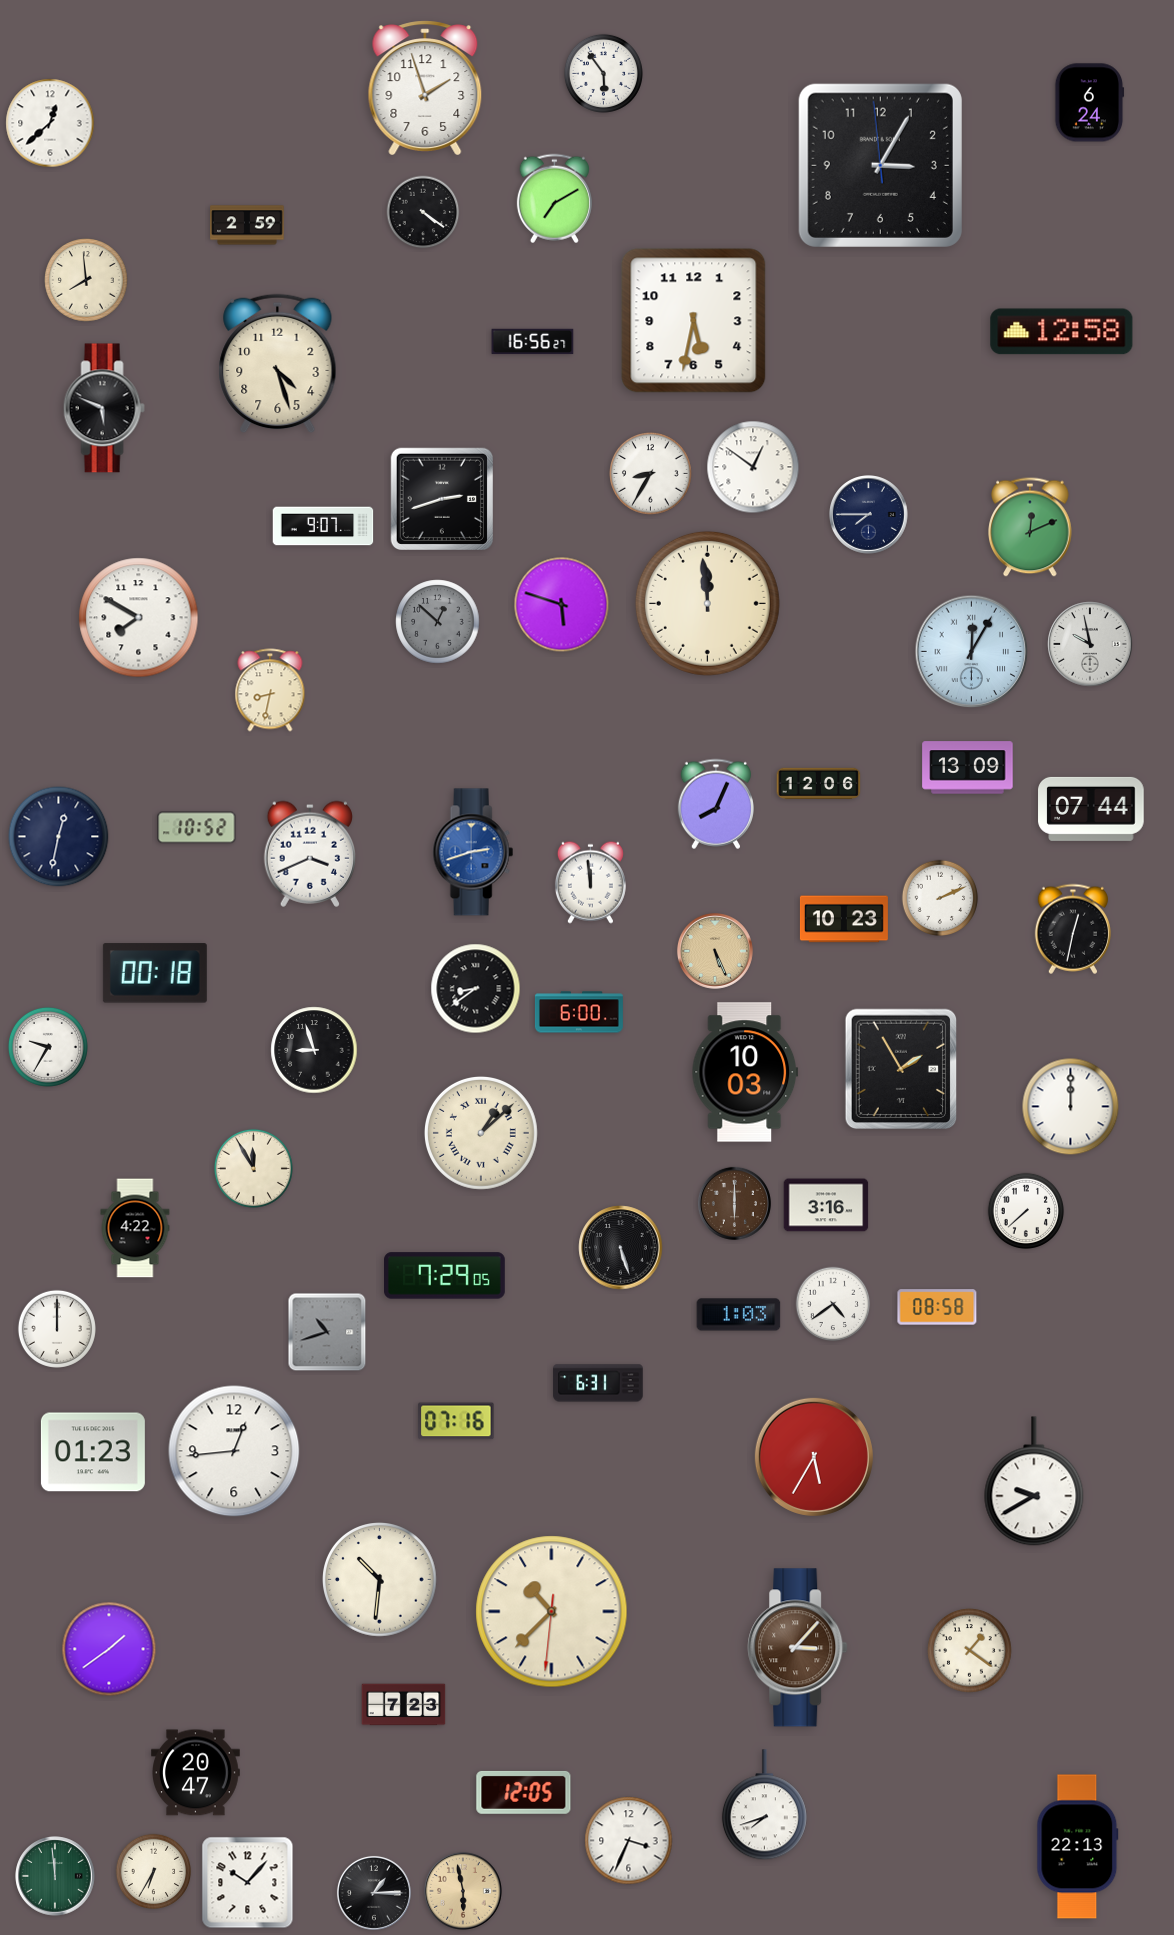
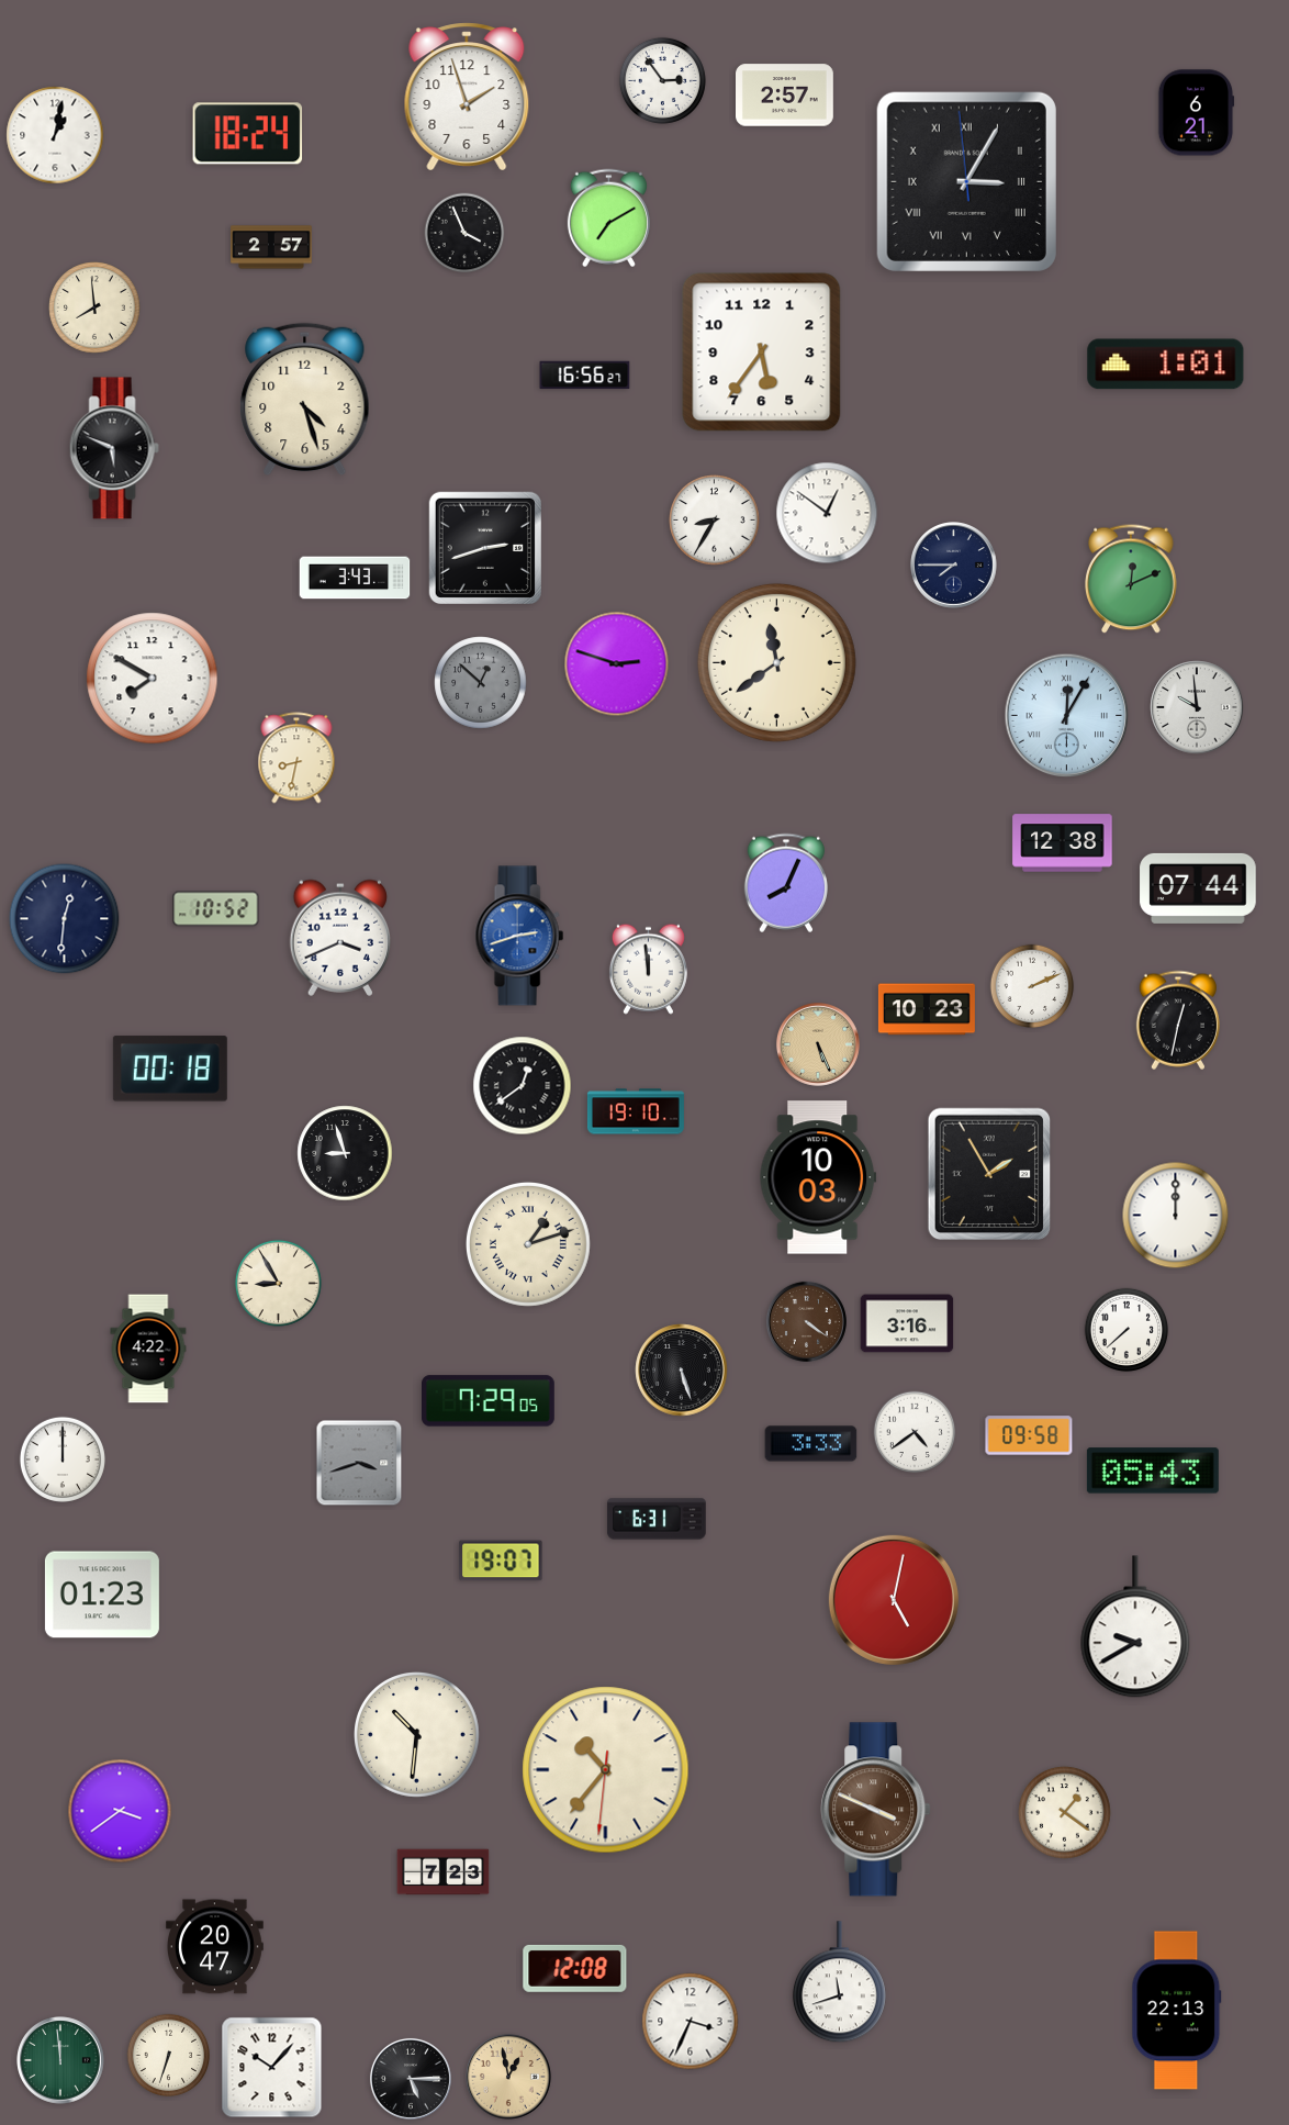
clock at (603, 73): 5:54 -> 2:54
clock at (785, 96): none -> 2:57
clock at (1090, 103): 6:24 -> 6:21
clock at (248, 134): none -> 18:24
clock at (50, 123): 12:38 -> 1:02
clock at (880, 165) numerals: Arabic -> Roman
clock at (423, 212): 4:21 -> 3:56
clock at (247, 225): 2:59 -> 2:57
clock at (694, 321): 5:32 -> 5:36
clock at (1062, 332): 12:58 -> 1:01
clock at (323, 526): 9:07 -> 3:43
clock at (707, 603): 11:59 -> 11:39
clock at (562, 605): 5:48 -> 2:48
clock at (1090, 644): 9:58 -> 9:59
clock at (968, 768): 13:09 -> 12:38
clock at (819, 783): 12:06 -> none
clock at (59, 837): 12:32 -> 12:31
clock at (715, 951) position: (715, 951) -> (818, 1044)
clock at (476, 989): 8:39 -> 12:39
clock at (579, 1012): 6:00 -> 19:10
clock at (48, 1047): 9:35 -> none
clock at (481, 1133): 1:08 -> 1:12
clock at (253, 1168): 11:55 -> 8:55
clock at (734, 1203): 6:00 -> 4:21
clock at (937, 1307): 08:58 -> 09:58
clock at (739, 1315): 1:03 -> 3:33
clock at (327, 1332): 10:42 -> 3:42
clock at (1153, 1470): none -> 05:43
clock at (456, 1421): 07:16 -> 19:07
clock at (234, 1451): 12:44 -> none
clock at (814, 1457): 5:35 -> 5:02
clock at (552, 1612): 10:37 -> 10:36
clock at (798, 1648): 3:07 -> 3:49
clock at (109, 1649): 1:39 -> 3:39
clock at (524, 1792): 12:05 -> 12:08
clock at (764, 1805): 7:42 -> 11:42
clock at (1078, 1847) position: (1078, 1847) -> (1177, 2011)
clock at (154, 1872): 6:35 -> 6:33
clock at (464, 1892): 5:58 -> 12:58
clock at (374, 1893): 1:15 -> 5:15
